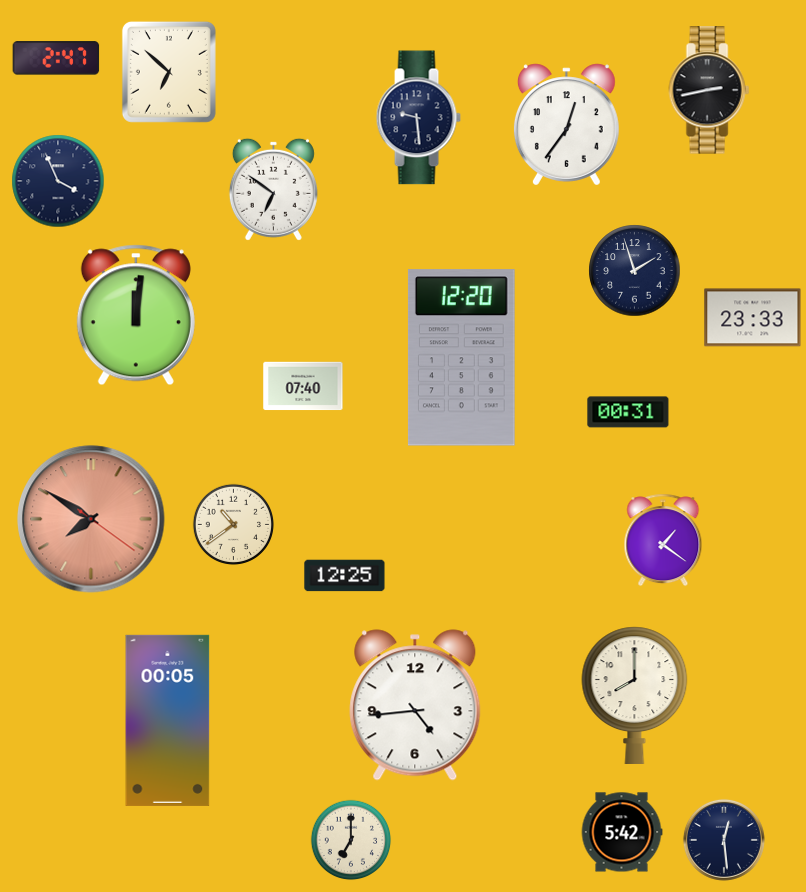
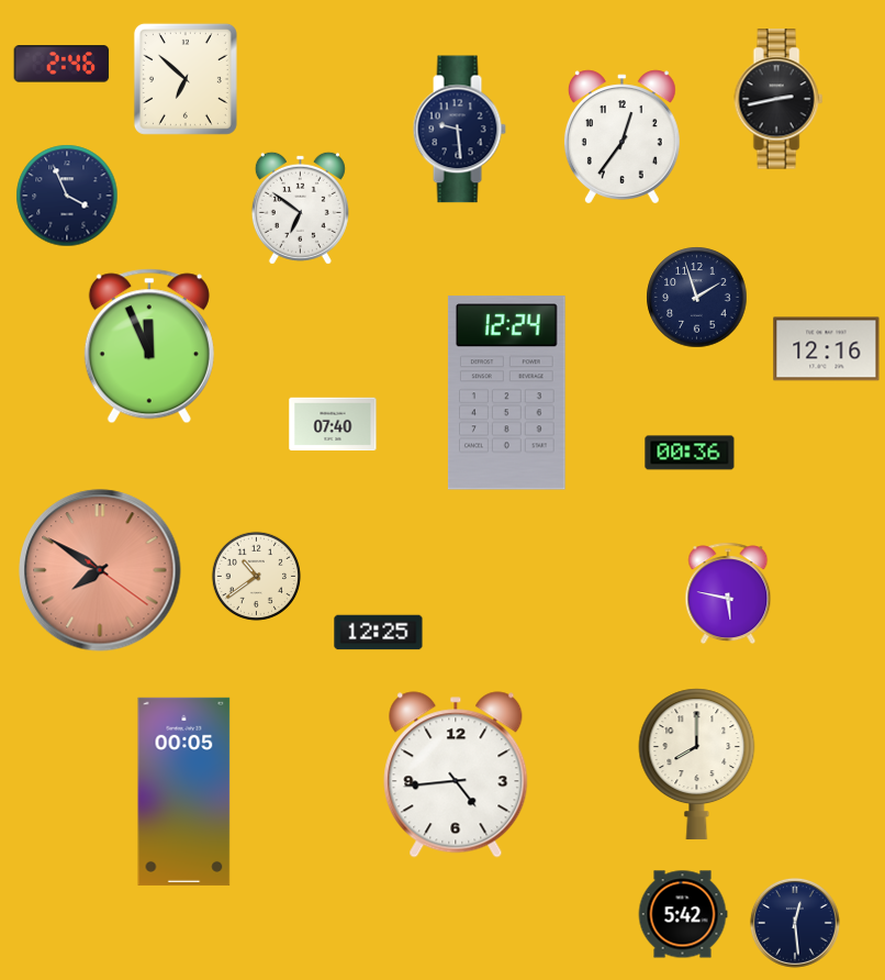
clock at (56, 58): 2:47 -> 2:46
clock at (58, 181) position: (58, 181) -> (67, 196)
clock at (136, 315): 12:01 -> 11:56
clock at (753, 318): 23:33 -> 12:16
clock at (461, 358): 12:20 -> 12:24
clock at (628, 412): 00:31 -> 00:36
clock at (663, 540): 1:21 -> 5:47
clock at (351, 840): 7:00 -> none
